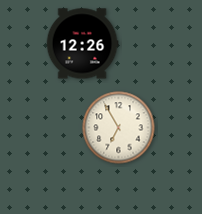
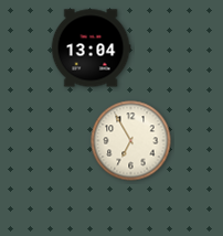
clock at (82, 44): 12:26 -> 13:04
